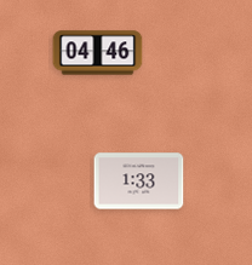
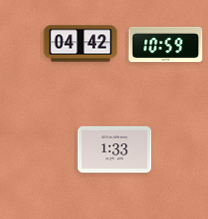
clock at (98, 53): 04:46 -> 04:42
clock at (166, 44): none -> 10:59
